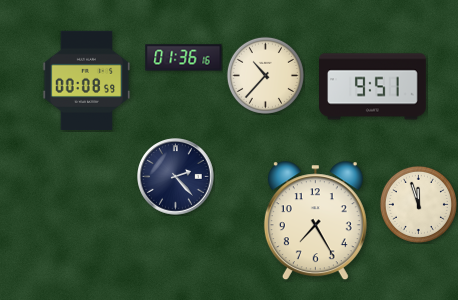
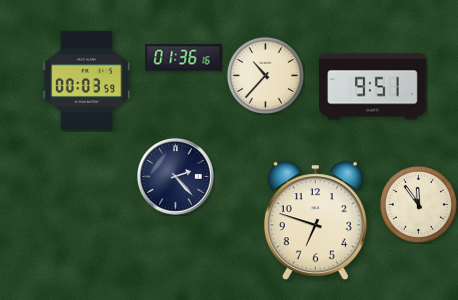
clock at (87, 80): 00:08 -> 00:03
clock at (418, 204): 11:57 -> 11:54
clock at (315, 221): 7:25 -> 6:48
